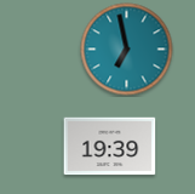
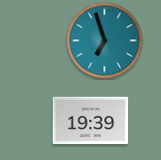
clock at (127, 50): 6:58 -> 6:57
